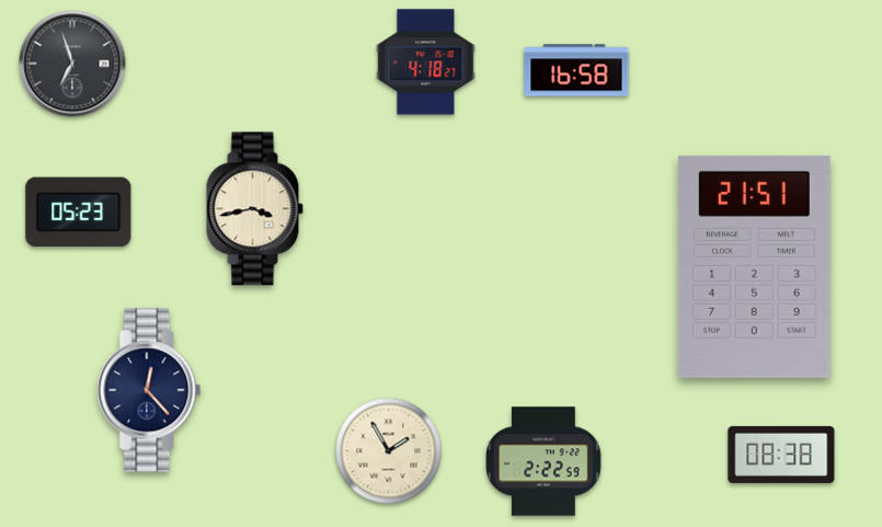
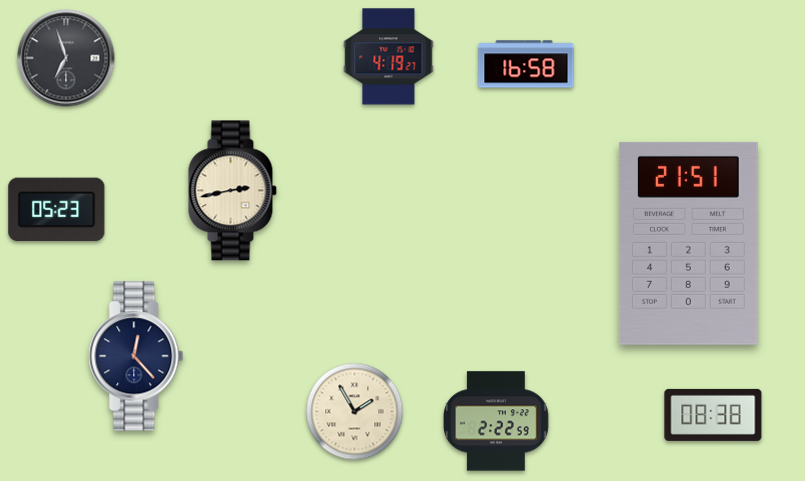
clock at (426, 62): 4:18 -> 4:19
clock at (254, 209): 3:43 -> 2:43
clock at (79, 213) position: (79, 213) -> (57, 210)
